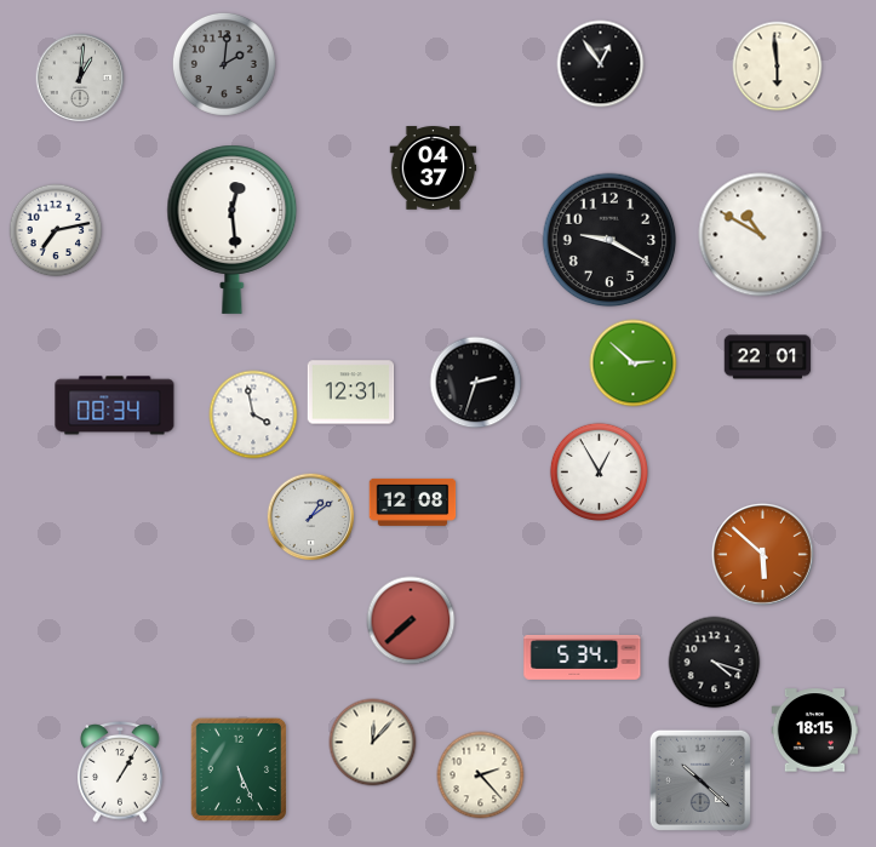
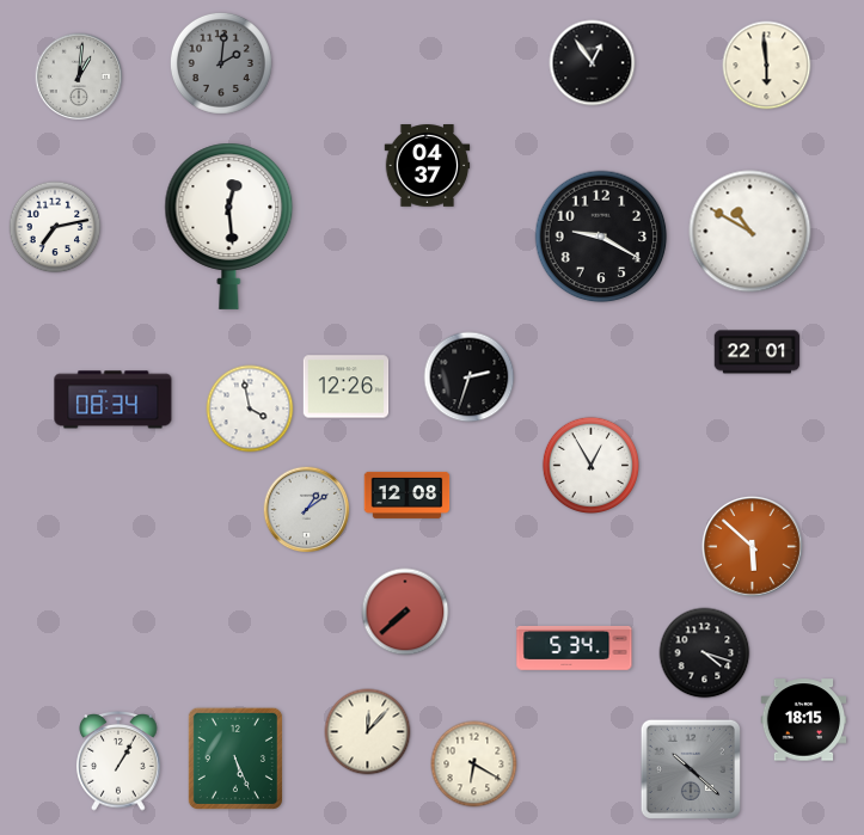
clock at (634, 364): 2:52 -> none
clock at (351, 393): 12:31 -> 12:26
clock at (481, 776): 2:23 -> 6:20
